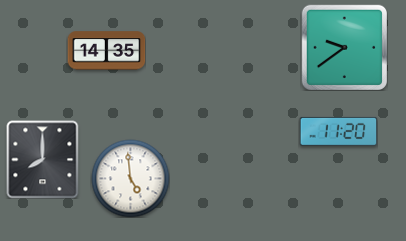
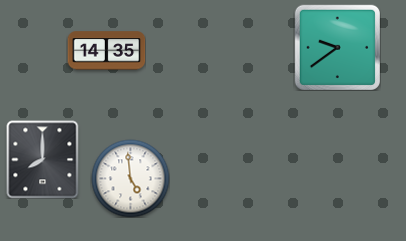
clock at (344, 47) position: (344, 47) -> (337, 47)
clock at (338, 131): 11:20 -> none
